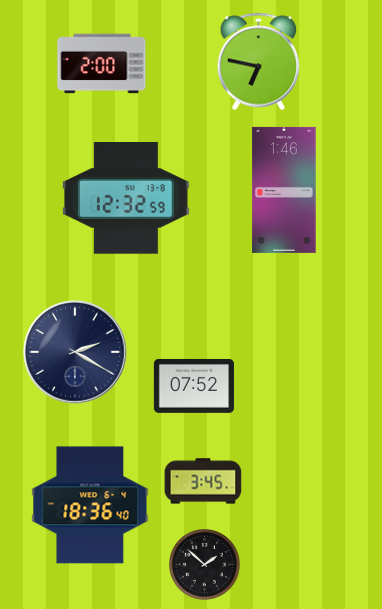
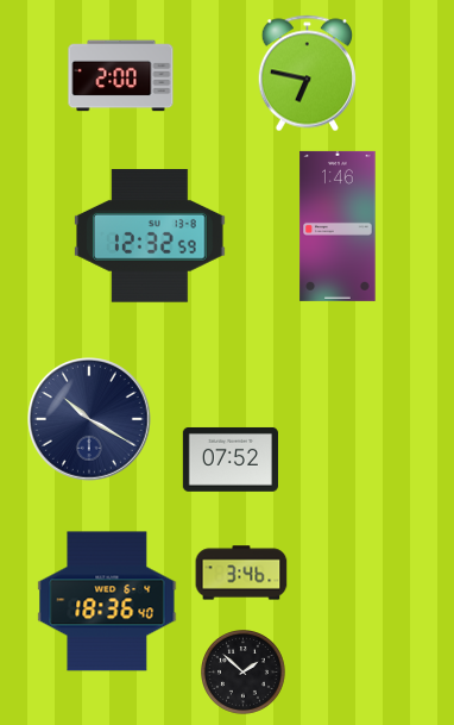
clock at (76, 353): 2:20 -> 10:20
clock at (203, 481): 3:45 -> 3:46
